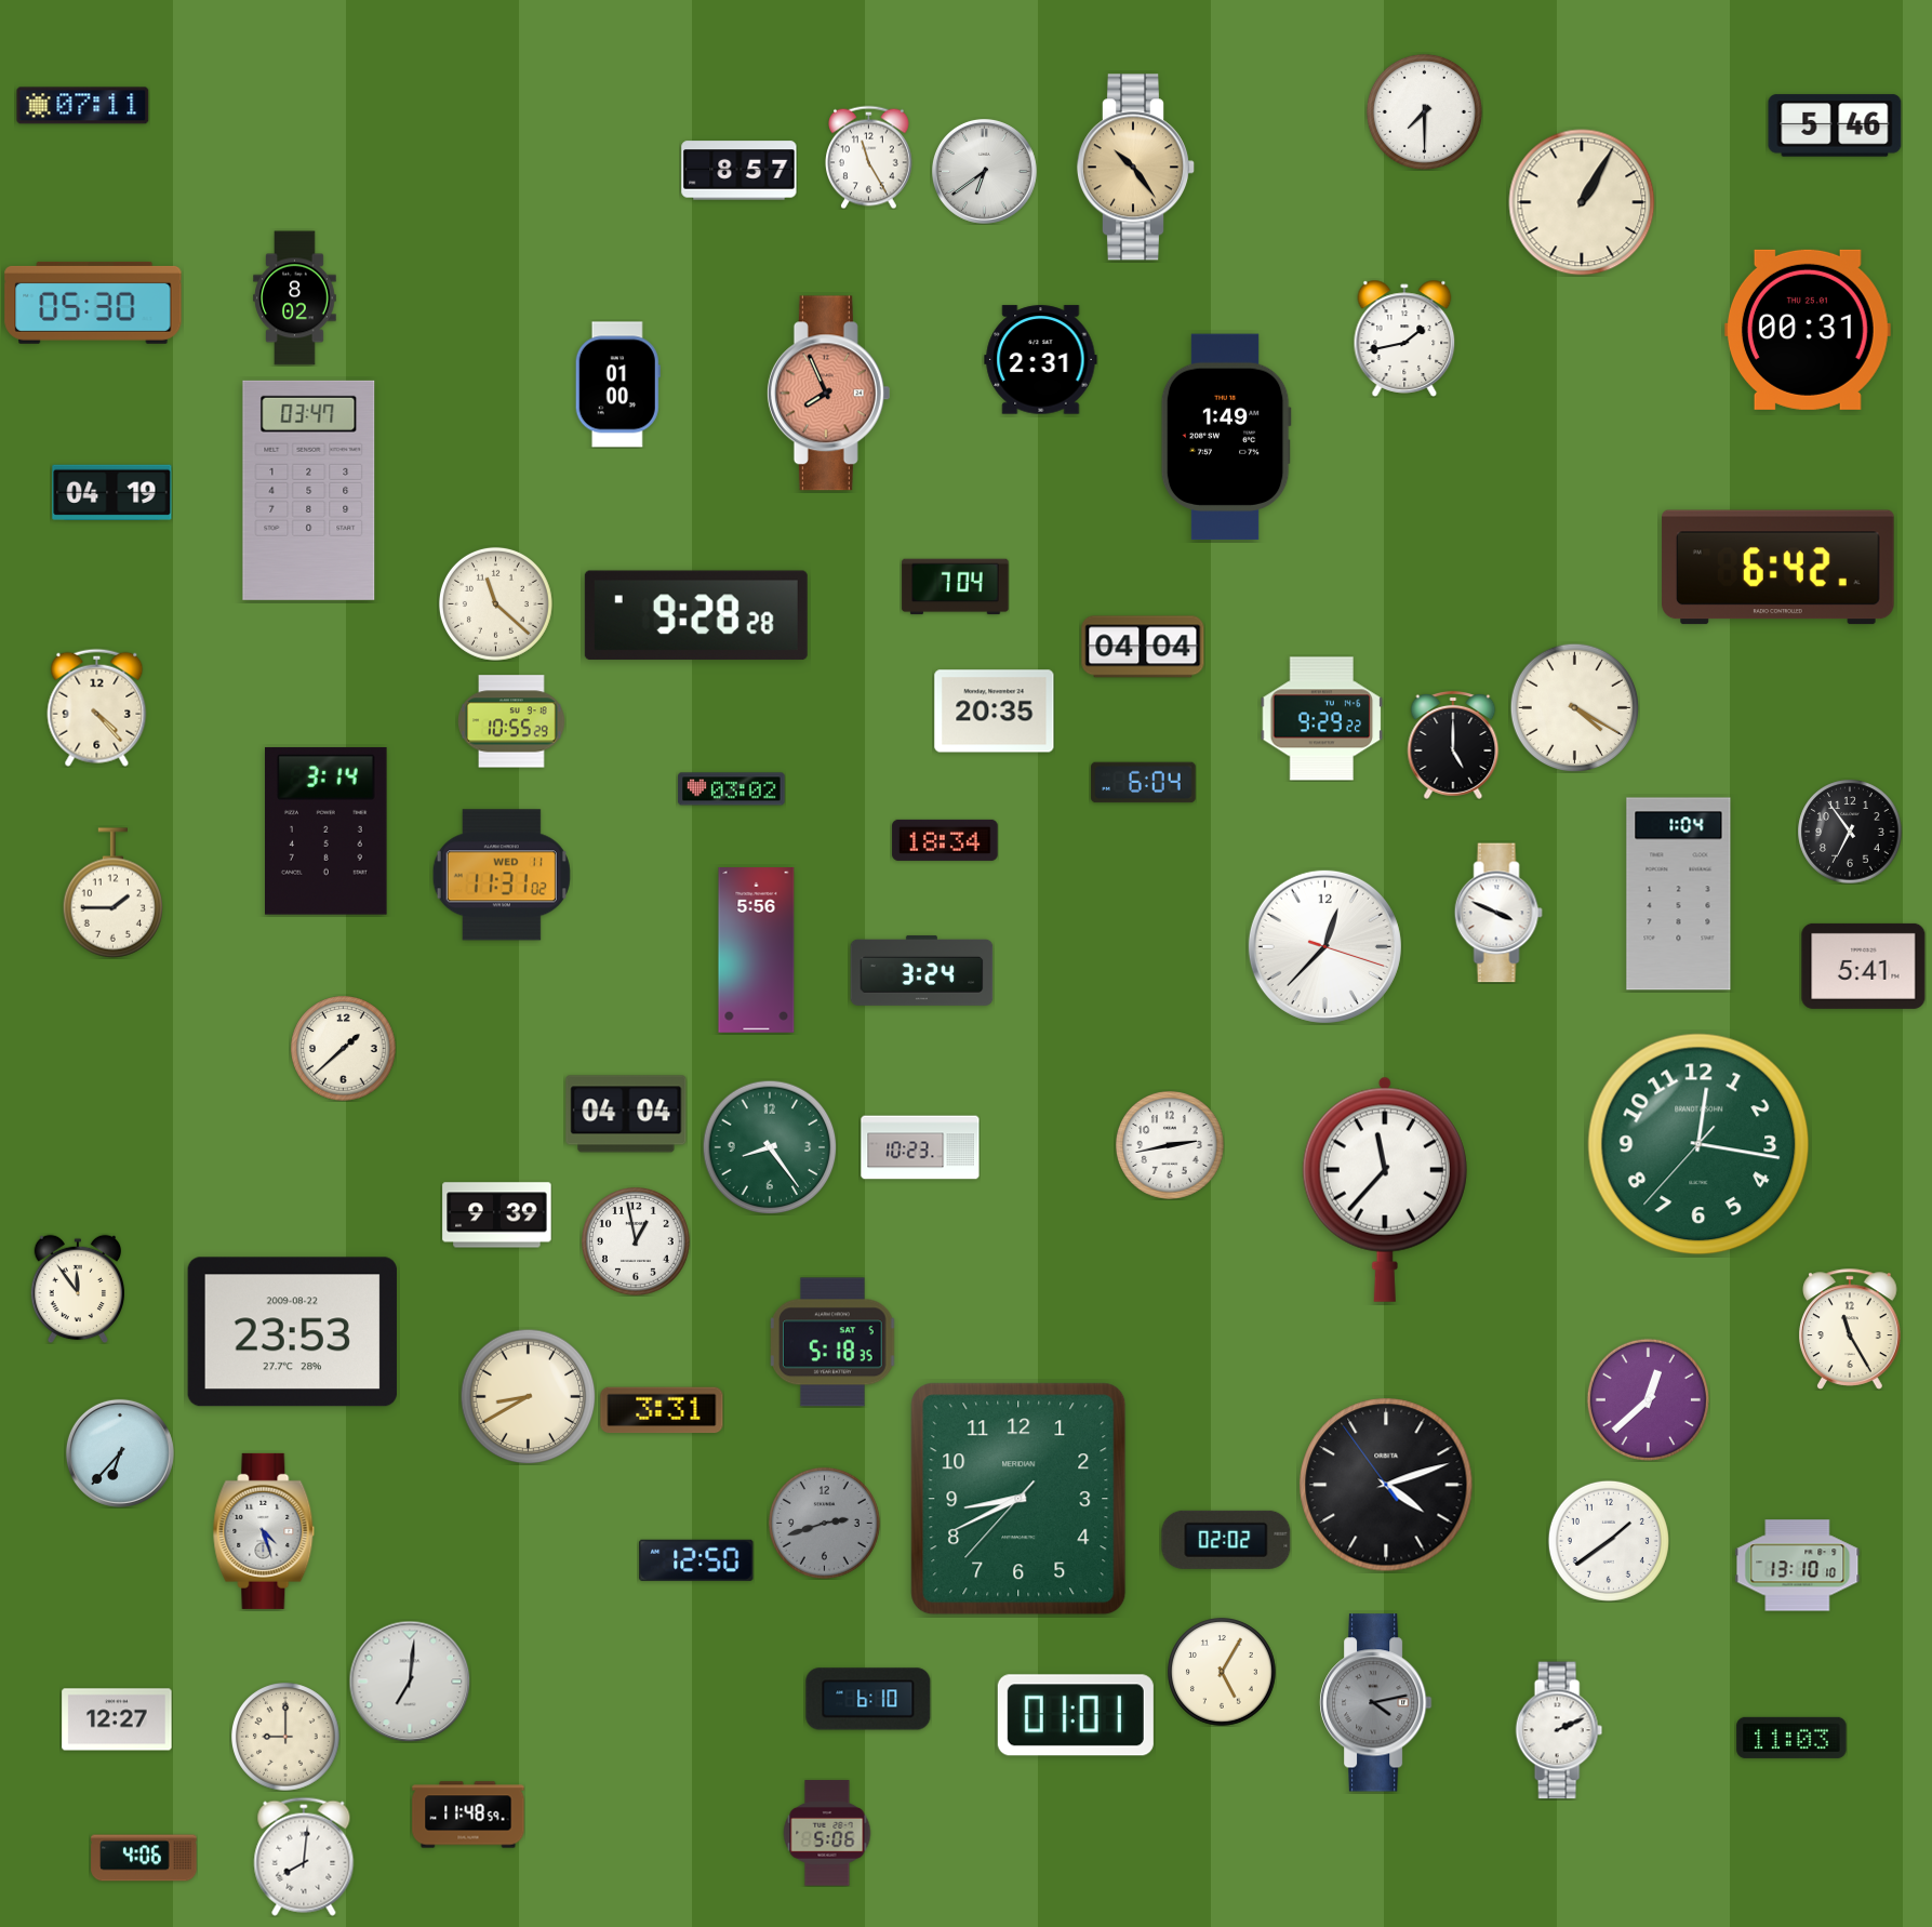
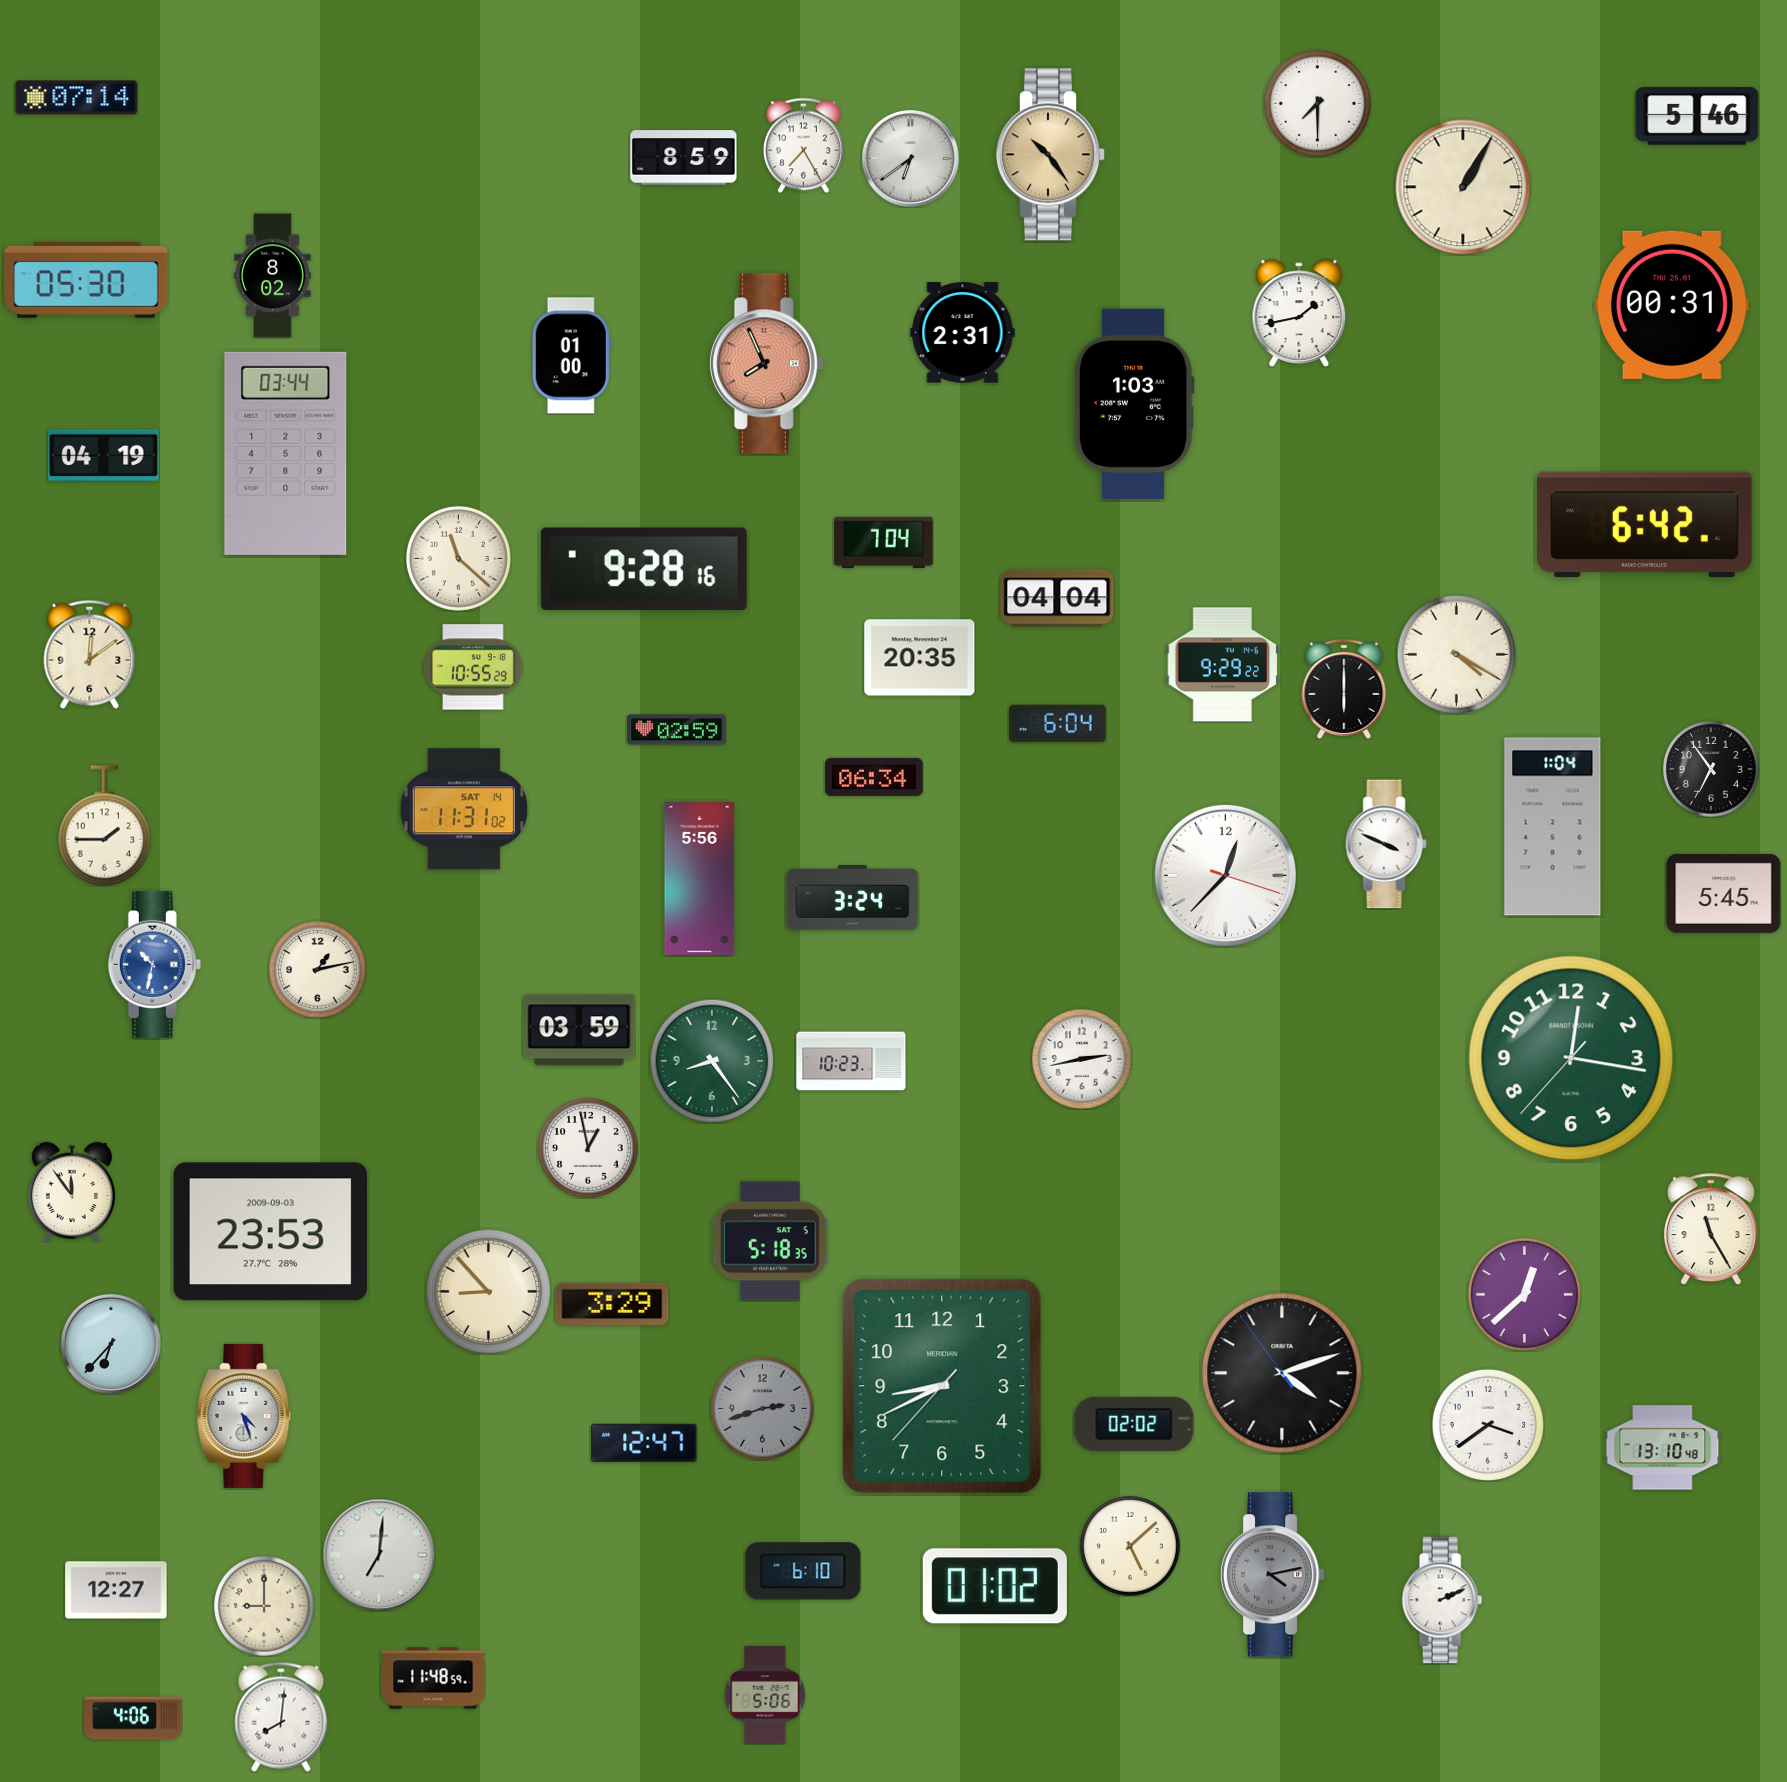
clock at (83, 106): 07:11 -> 07:14
clock at (869, 157): 11:25 -> 7:25
clock at (740, 171): 8:57 -> 8:59
clock at (1226, 437): 1:49 -> 1:03
clock at (309, 490): 03:47 -> 03:44
clock at (696, 615): 9:28:28 -> 9:28:16
clock at (97, 707): 4:23 -> 12:09
clock at (1453, 745): 5:00 -> 6:00
clock at (732, 789): 03:02 -> 02:59
clock at (327, 830): 3:14 -> none
clock at (945, 840): 18:34 -> 06:34
clock at (502, 875) date: WED 11 -> SAT 14
clock at (1864, 966): 5:41 -> 5:45
clock at (154, 964): none -> 10:32
clock at (344, 1049): 1:38 -> 1:13
clock at (626, 1114): 04:04 -> 03:59
clock at (1385, 1190): 11:37 -> none
clock at (497, 1215): 9:39 -> none
clock at (292, 1332) date: 2009-08-22 -> 2009-09-03
clock at (528, 1396): 8:40 -> 8:53
clock at (662, 1410): 3:31 -> 3:29
clock at (1609, 1541): 1:39 -> 3:39
clock at (696, 1560): 12:50 -> 12:47
clock at (1798, 1566): 13:10:10 -> 13:10:48
clock at (1223, 1673): 5:05 -> 5:08
clock at (1076, 1715): 01:01 -> 01:02
clock at (117, 1719) position: (117, 1719) -> (116, 1590)
clock at (1791, 1738): 11:03 -> none
